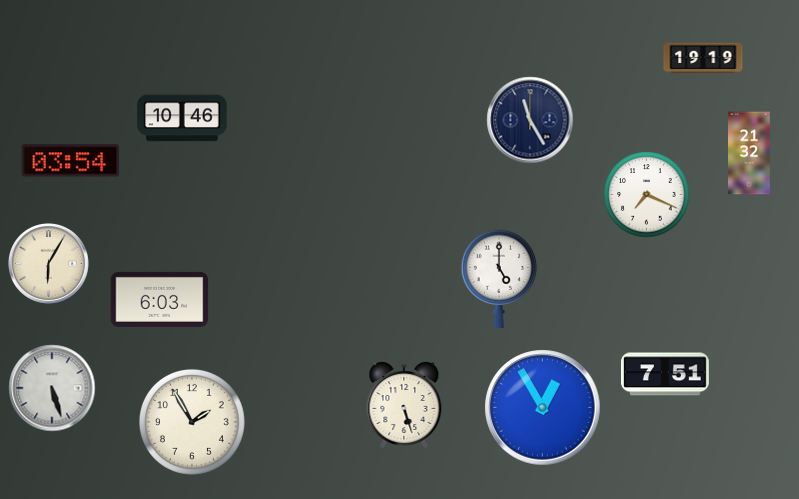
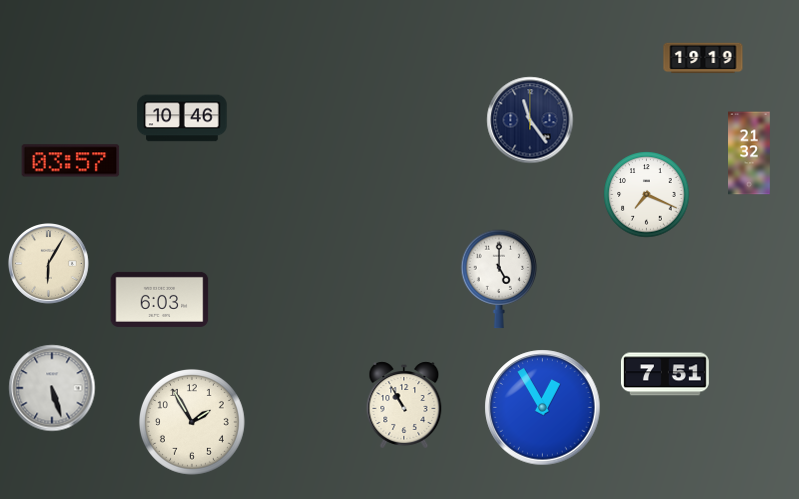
clock at (530, 120): 11:25 -> 11:24
clock at (71, 161): 03:54 -> 03:57
clock at (404, 405): 5:27 -> 10:55
